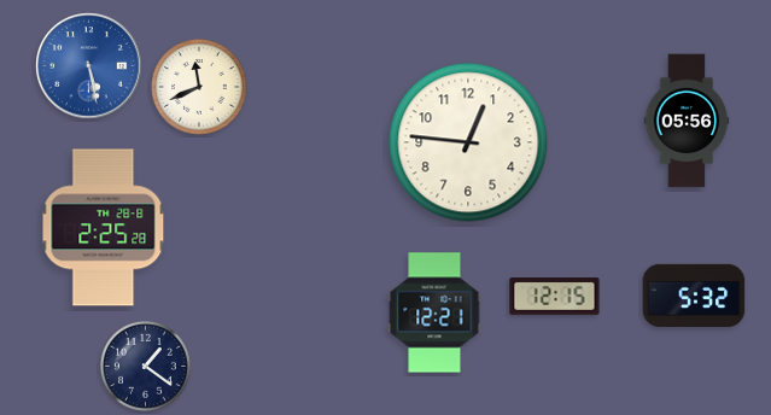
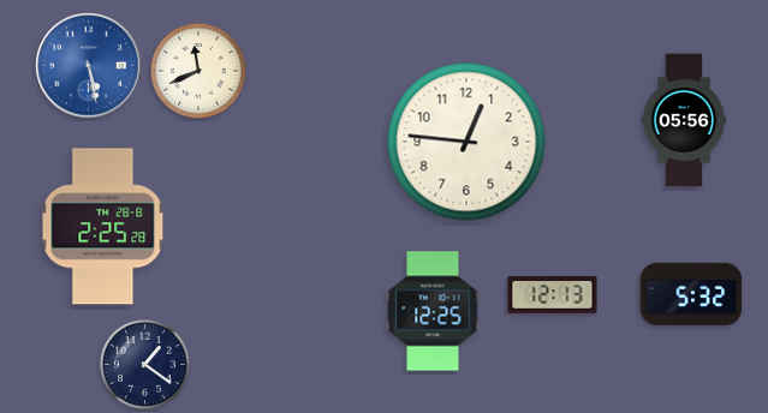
clock at (200, 88) position: (200, 88) -> (200, 72)
clock at (555, 297): 12:15 -> 12:13
clock at (434, 312): 12:21 -> 12:25
